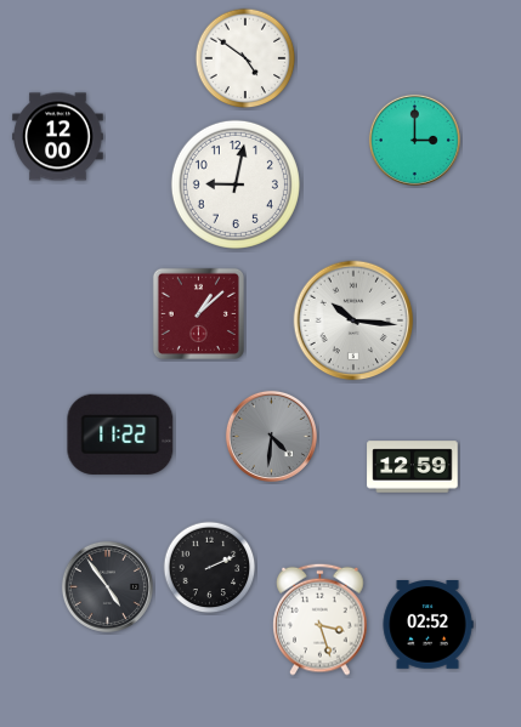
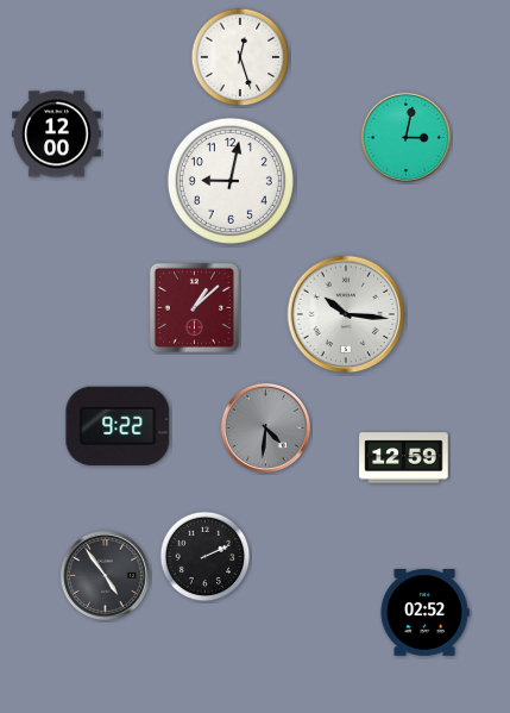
clock at (245, 58): 4:51 -> 12:27
clock at (414, 140): 3:00 -> 3:02
clock at (120, 435): 11:22 -> 9:22
clock at (321, 619): 3:27 -> none
clock at (427, 625) position: (427, 625) -> (424, 613)
